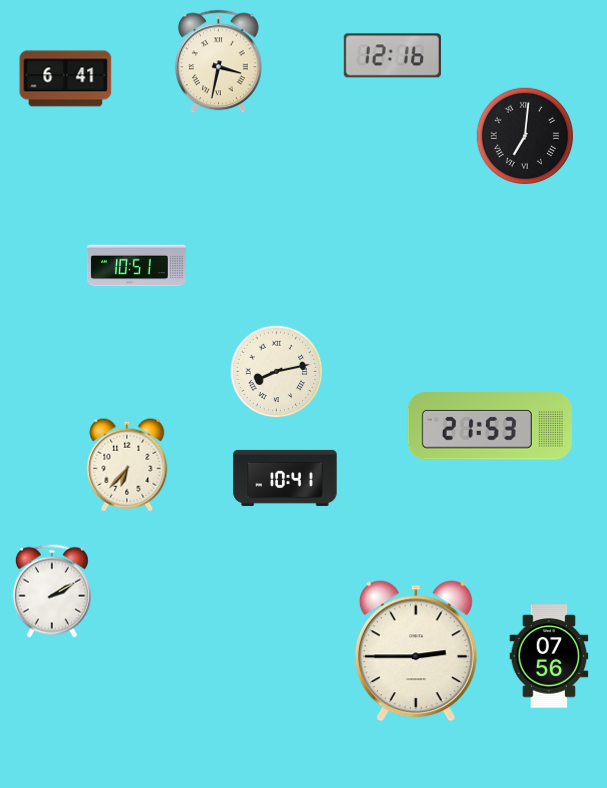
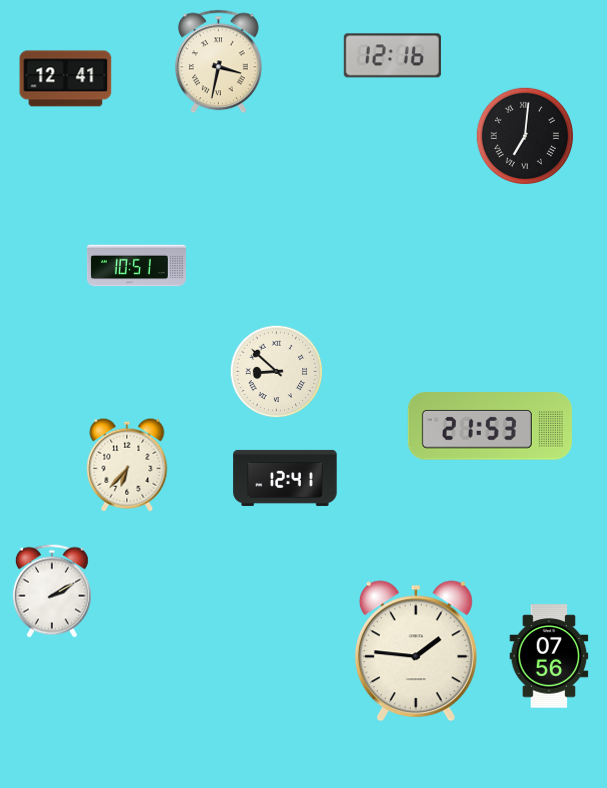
clock at (66, 79): 6:41 -> 12:41
clock at (277, 372): 8:13 -> 8:52
clock at (285, 478): 10:41 -> 12:41
clock at (416, 651): 2:45 -> 1:46
